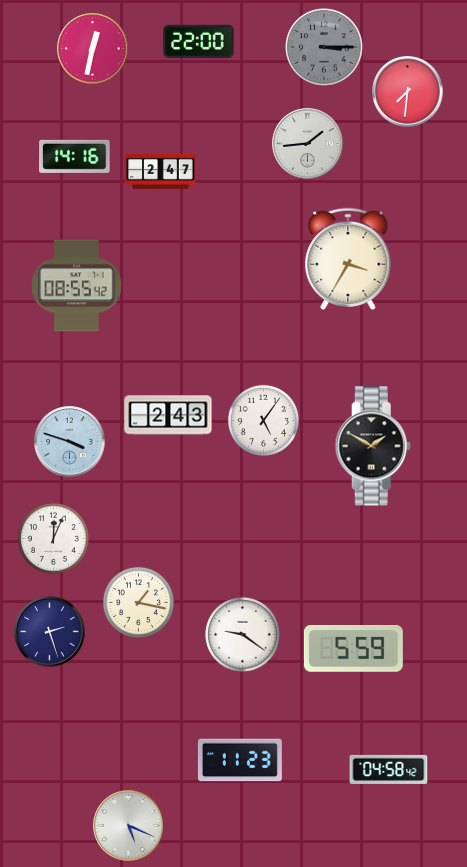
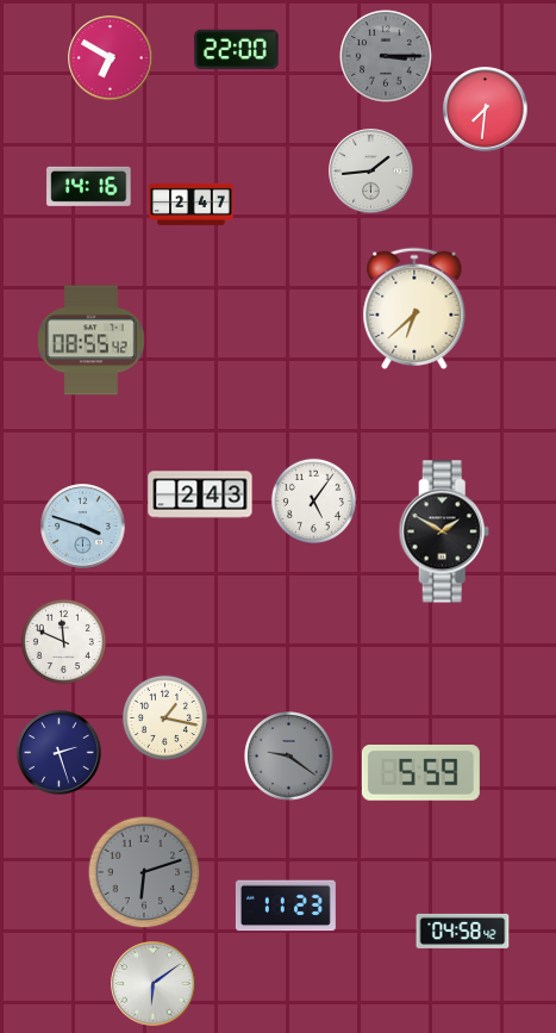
clock at (93, 49): 12:32 -> 6:50
clock at (308, 144) position: (308, 144) -> (371, 172)
clock at (348, 258): 3:35 -> 6:38
clock at (53, 538): 12:04 -> 11:49
clock at (243, 635) dial: white -> grey
clock at (144, 872): none -> 6:12
clock at (389, 769) position: (389, 769) -> (463, 931)
clock at (129, 826): 5:19 -> 6:09
